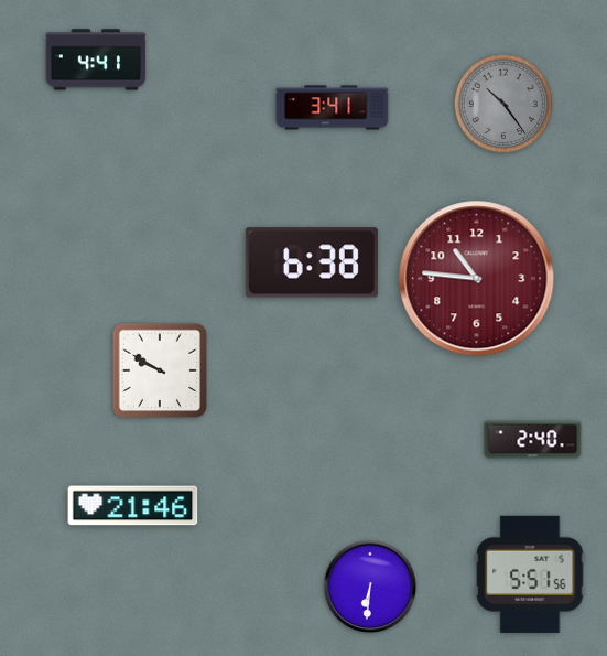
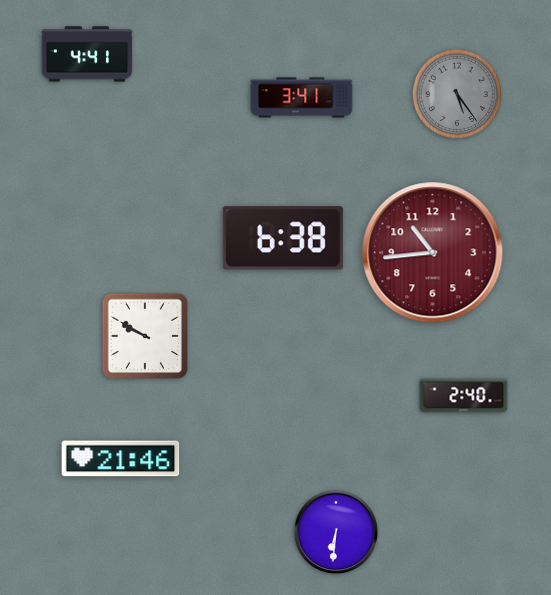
clock at (503, 104): 10:24 -> 5:24
clock at (477, 279): 10:46 -> 10:44
clock at (533, 440) position: (533, 440) -> (464, 396)
clock at (530, 574): 5:51 -> none
